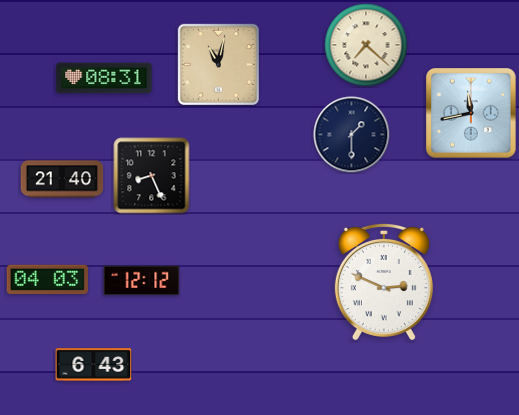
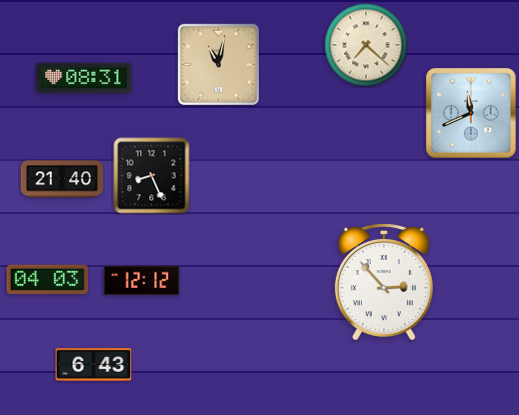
clock at (104, 78) position: (104, 78) -> (84, 78)
clock at (471, 113): 11:43 -> 11:41
clock at (352, 135): 1:30 -> none
clock at (384, 281): 2:49 -> 2:53
